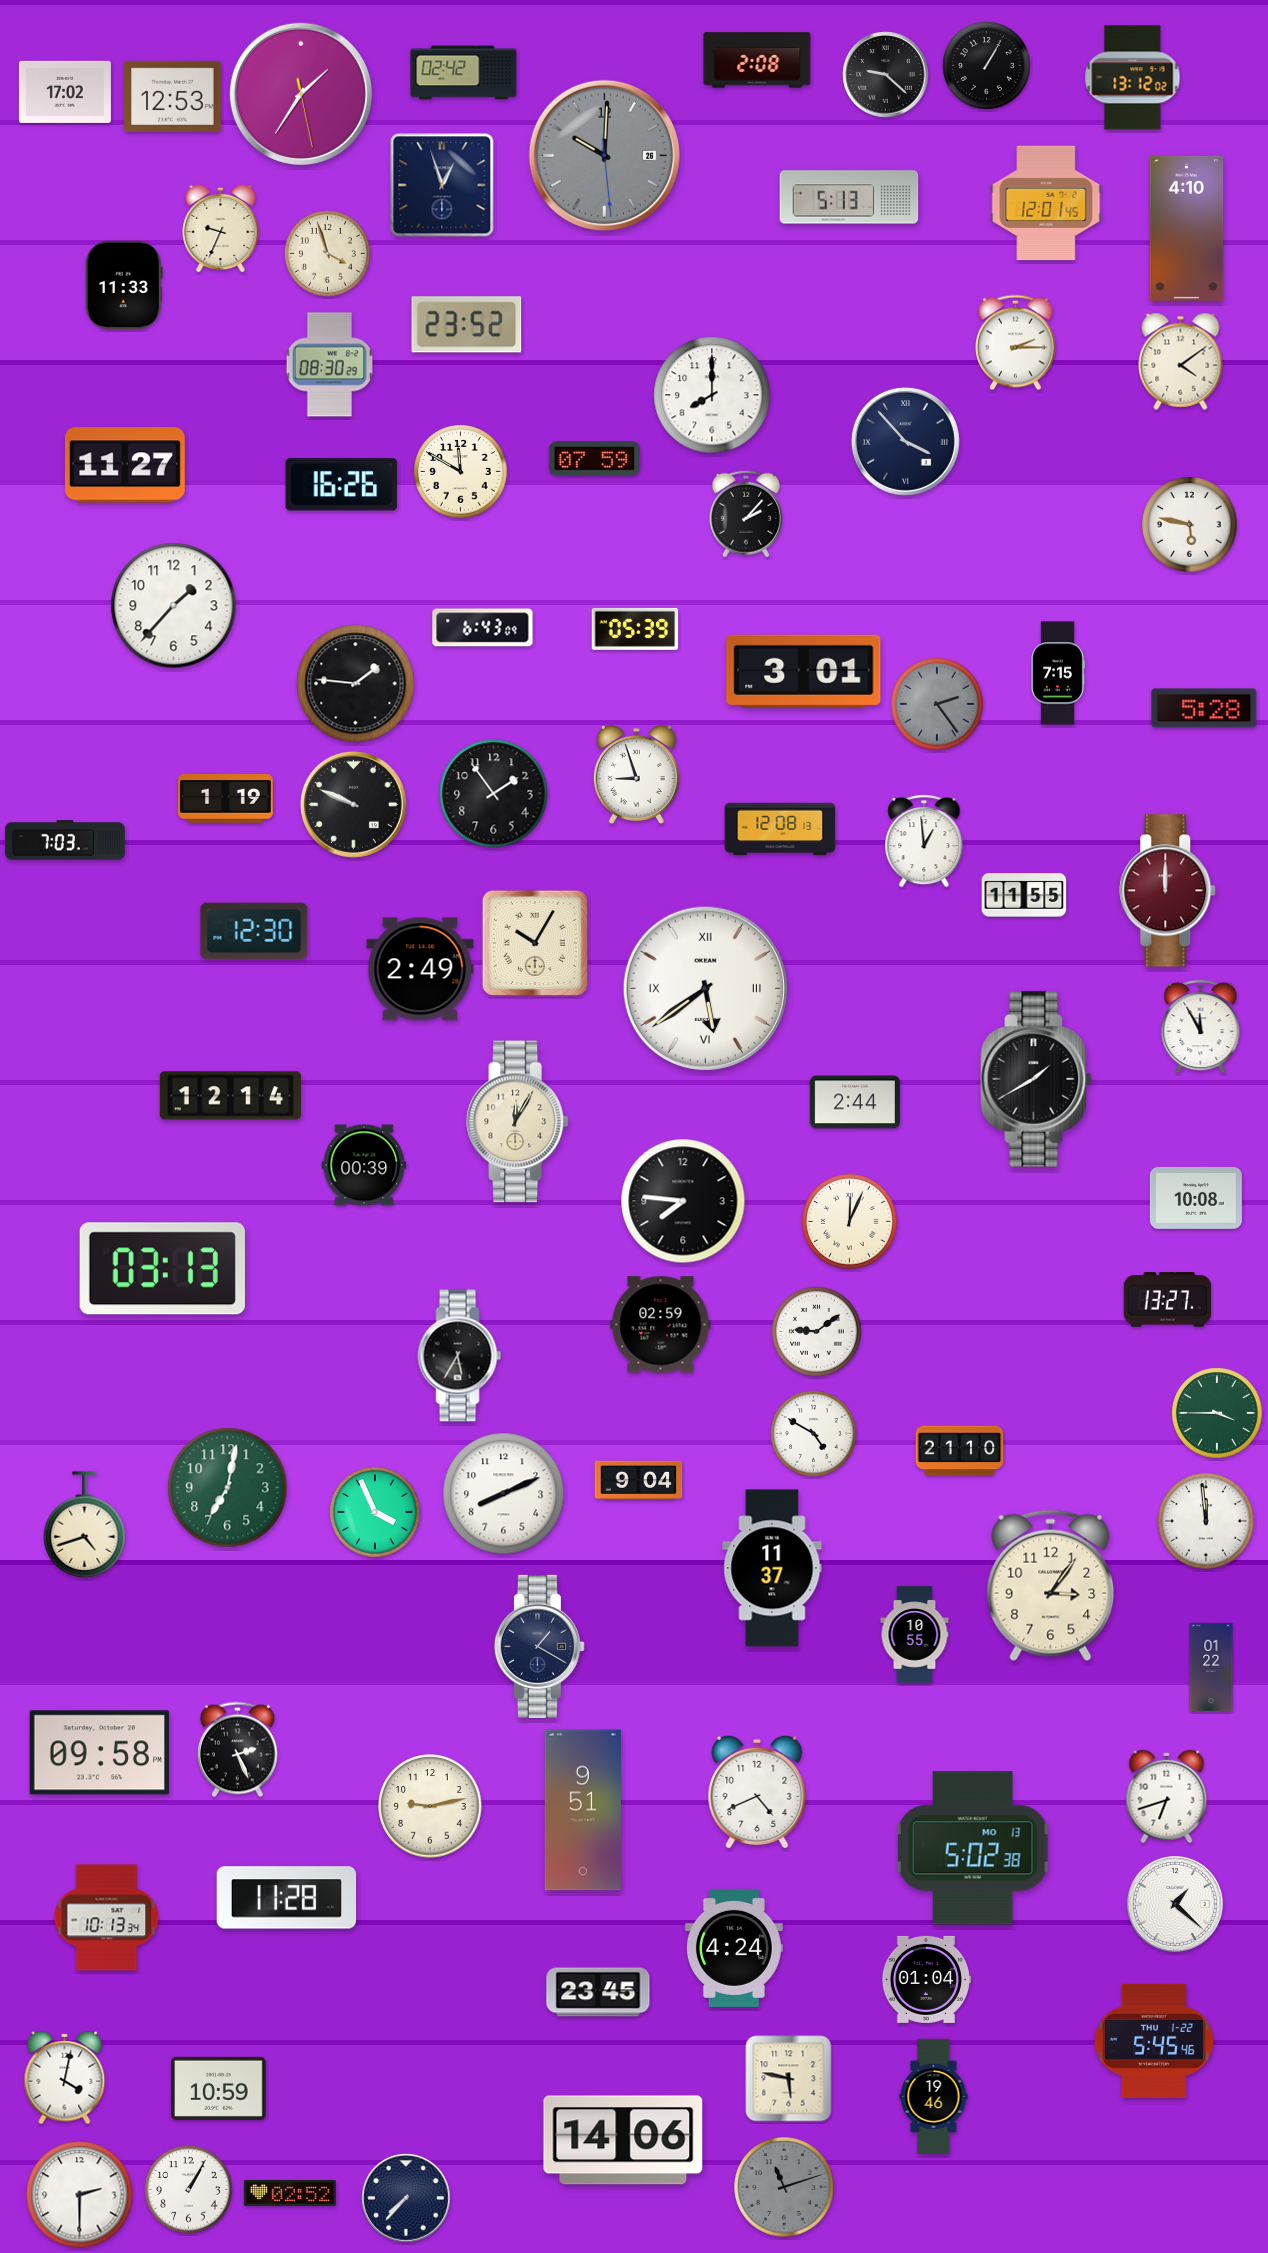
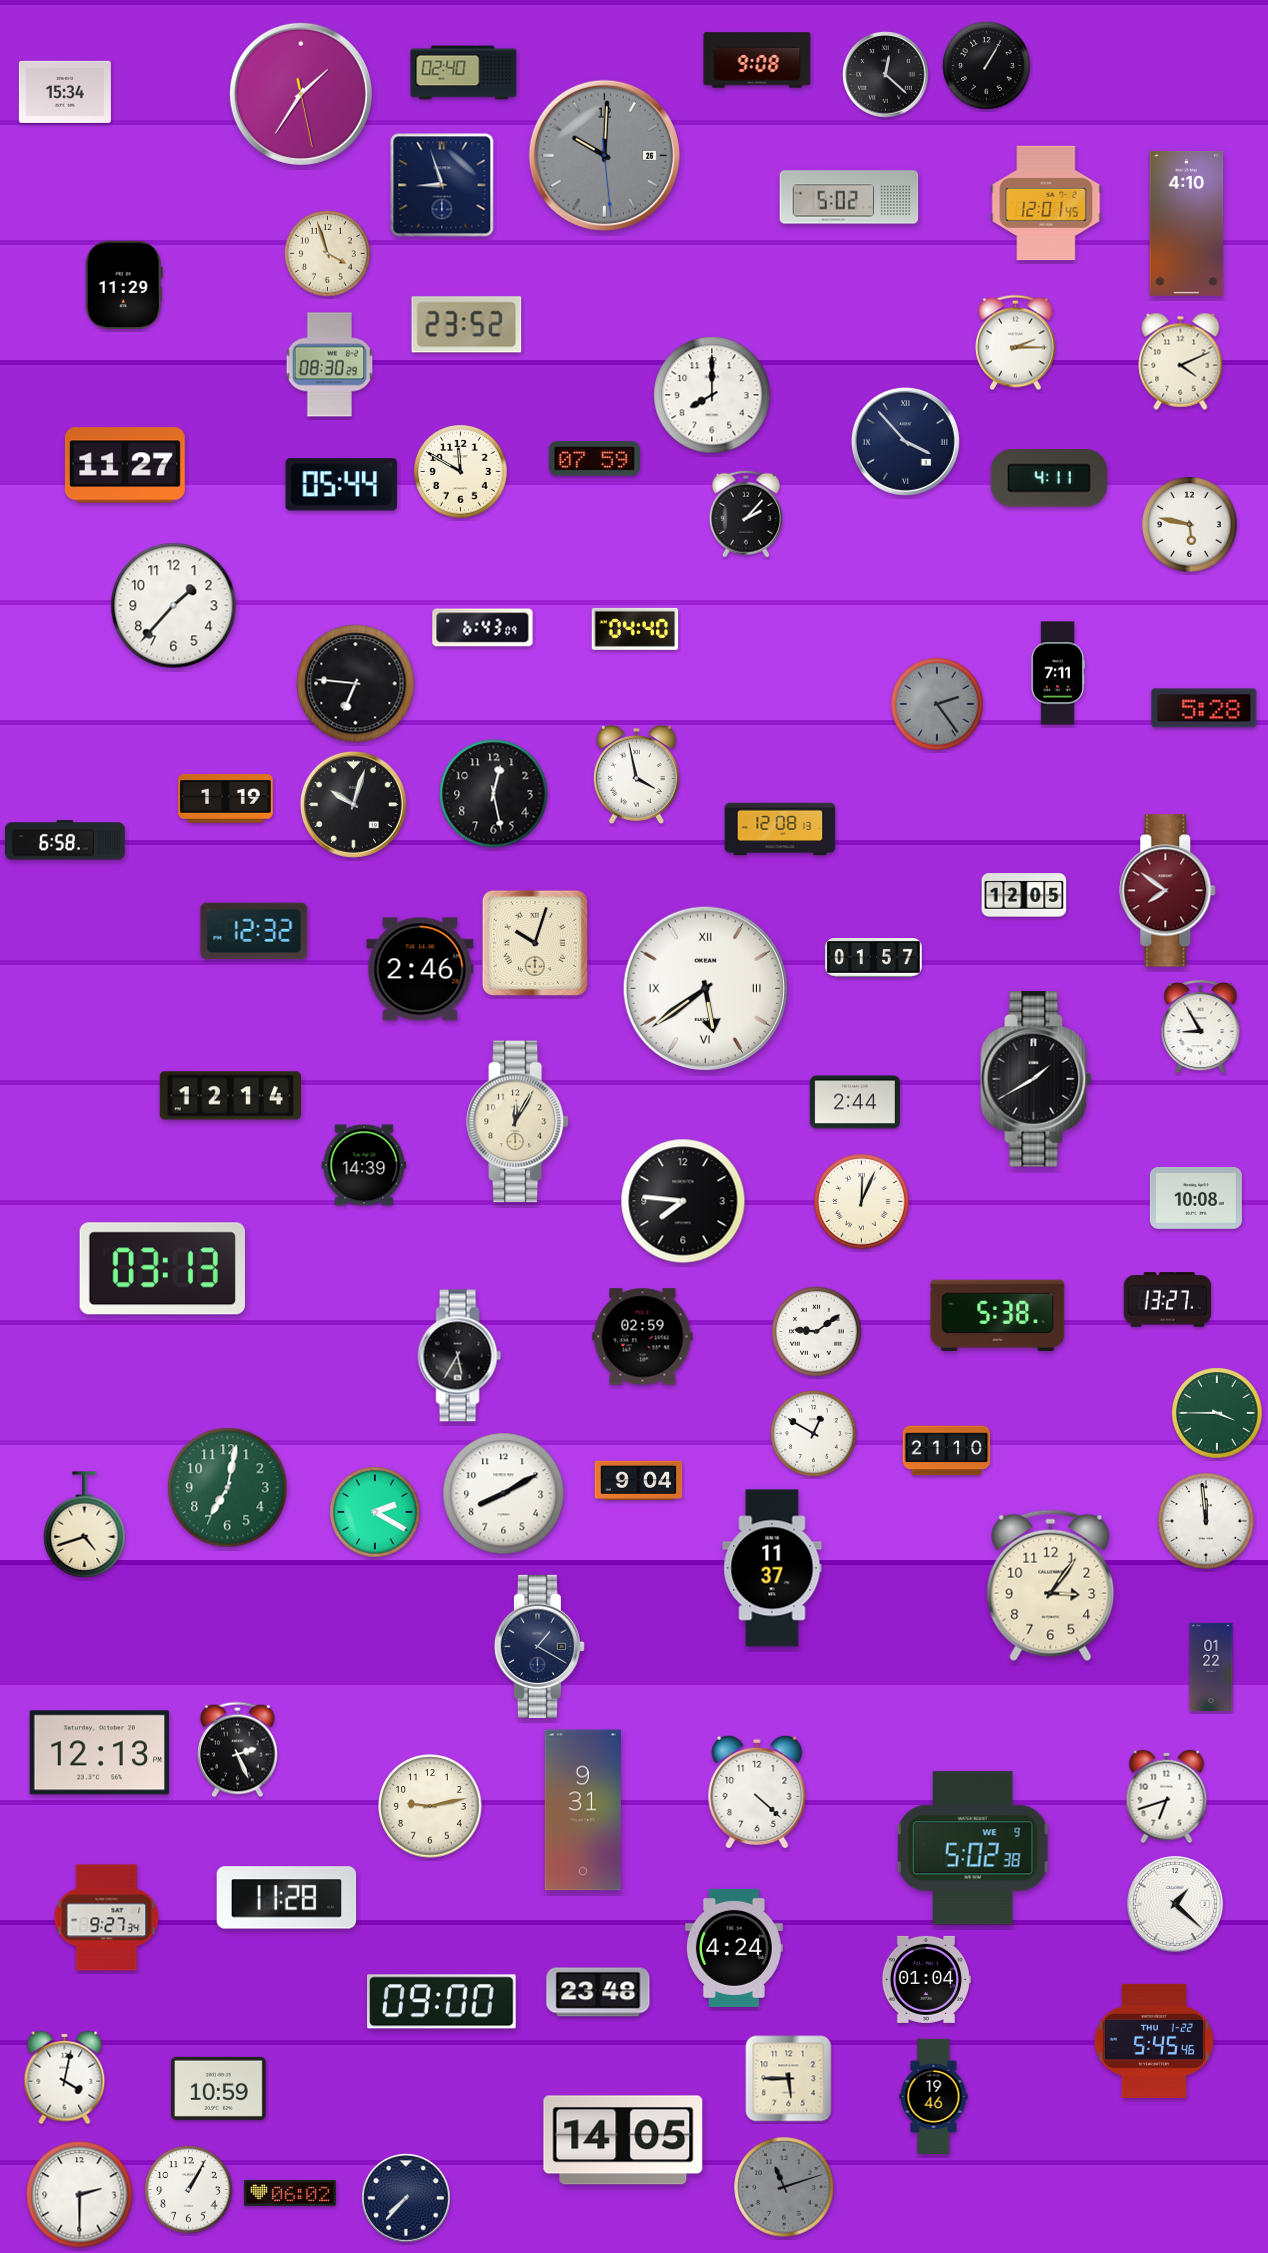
clock at (757, 60): 2:08 -> 9:08
clock at (464, 73): 02:42 -> 02:40
clock at (886, 75): 9:22 -> 12:22
clock at (1133, 78): 13:12 -> none
clock at (65, 92): 17:02 -> 15:34
clock at (173, 96): 12:53 -> none
clock at (442, 185): 12:57 -> 8:57
clock at (849, 197): 5:13 -> 5:02
clock at (221, 228): 9:34 -> none
clock at (1187, 228) position: (1187, 228) -> (1187, 223)
clock at (124, 284): 11:33 -> 11:29
clock at (1181, 361): 4:09 -> 4:11
clock at (1049, 478): none -> 4:11
clock at (342, 485): 16:26 -> 05:44
clock at (635, 629): 05:39 -> 04:40
clock at (804, 671): 3:01 -> none
clock at (1058, 673): 7:15 -> 7:11
clock at (356, 684): 1:46 -> 6:46
clock at (636, 775): 8:57 -> 3:58
clock at (494, 794): 1:54 -> 12:28
clock at (353, 804): 9:49 -> 10:03
clock at (65, 840): 7:03 -> 6:58
clock at (924, 841): 12:59 -> none
clock at (1168, 891): 12:00 -> 7:51
clock at (1024, 895): 11:55 -> 12:05
clock at (254, 931): 12:30 -> 12:32
clock at (535, 943): 10:05 -> 10:03
clock at (874, 958): none -> 01:57
clock at (420, 969): 2:49 -> 2:46
clock at (1201, 1026): 11:55 -> 8:55
clock at (364, 1165): 00:39 -> 14:39
clock at (850, 1222) position: (850, 1222) -> (862, 1202)
clock at (998, 1315): none -> 5:38
clock at (661, 1325) position: (661, 1325) -> (643, 1337)
clock at (814, 1434): 4:50 -> 12:50
clock at (960, 1451) position: (960, 1451) -> (947, 1451)
clock at (504, 1494): 8:11 -> 8:10
clock at (375, 1512): 3:56 -> 2:20
clock at (915, 1635): 10:55 -> none
clock at (99, 1753): 09:58 -> 12:13
clock at (757, 1792): 4:41 -> 4:22
clock at (583, 1810): 9:51 -> 9:31
clock at (973, 1848) date: MO 13 -> WE 9
clock at (107, 1918): 10:13 -> 9:27
clock at (598, 1992): 23:45 -> 23:48
clock at (442, 2002): none -> 09:00
clock at (789, 2079): 5:47 -> 5:45
clock at (623, 2140): 14:06 -> 14:05
clock at (290, 2193): 02:52 -> 06:02
